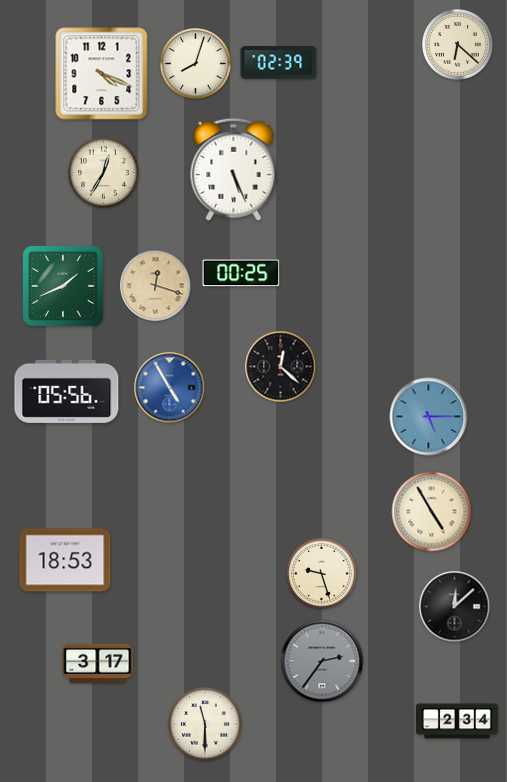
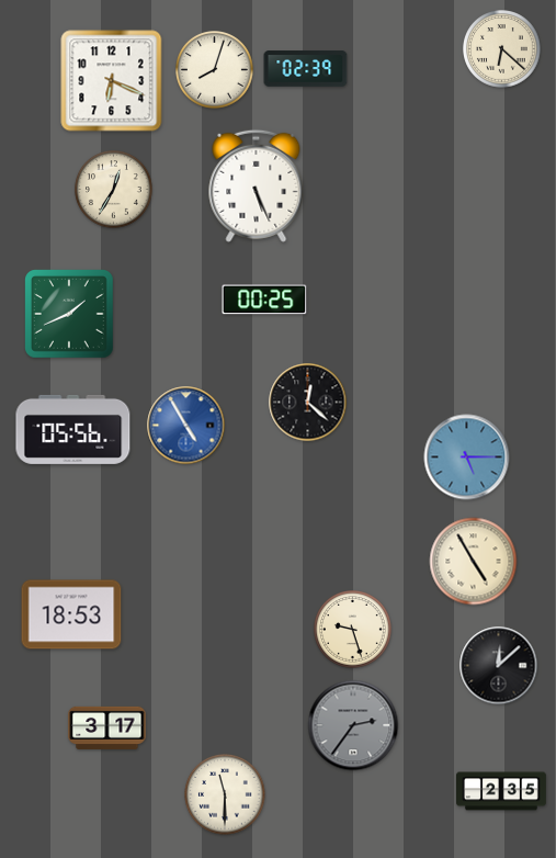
clock at (102, 74): 4:19 -> 6:19
clock at (156, 286): 12:18 -> none
clock at (429, 417) position: (429, 417) -> (467, 458)
clock at (458, 721): 2:34 -> 2:35
